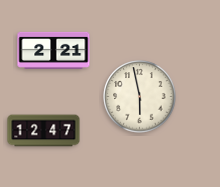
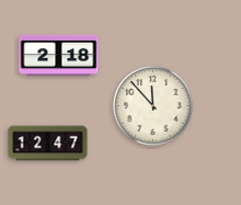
clock at (54, 50): 2:21 -> 2:18
clock at (140, 97): 5:58 -> 11:53
